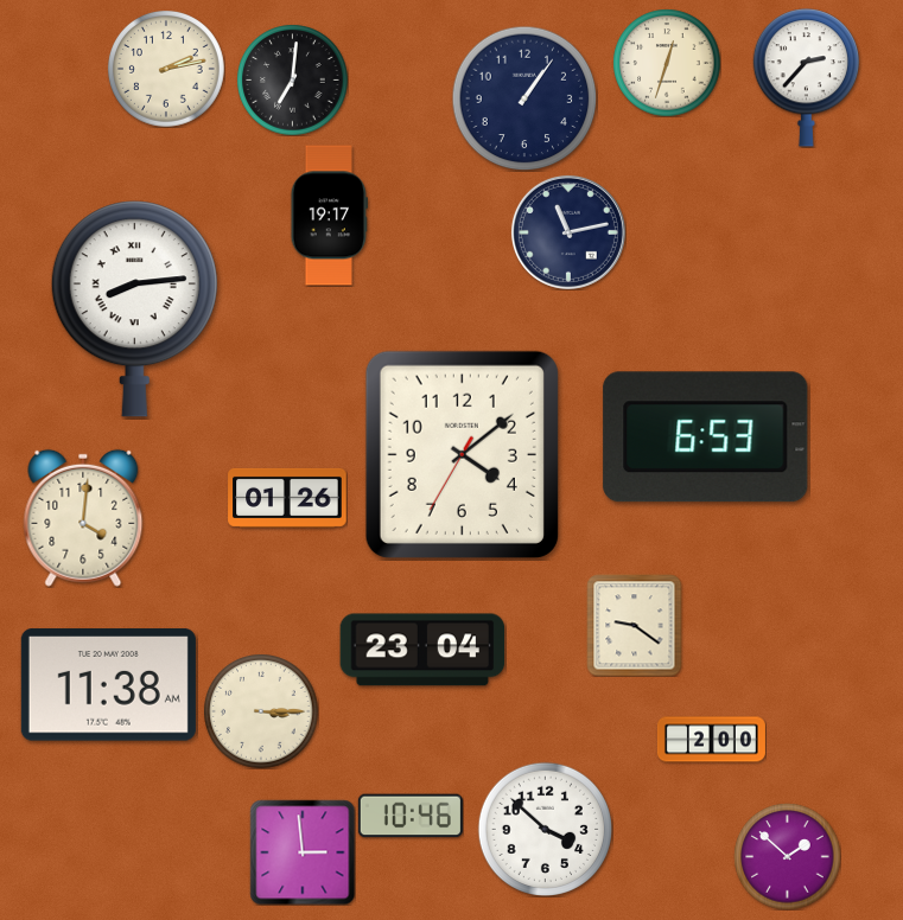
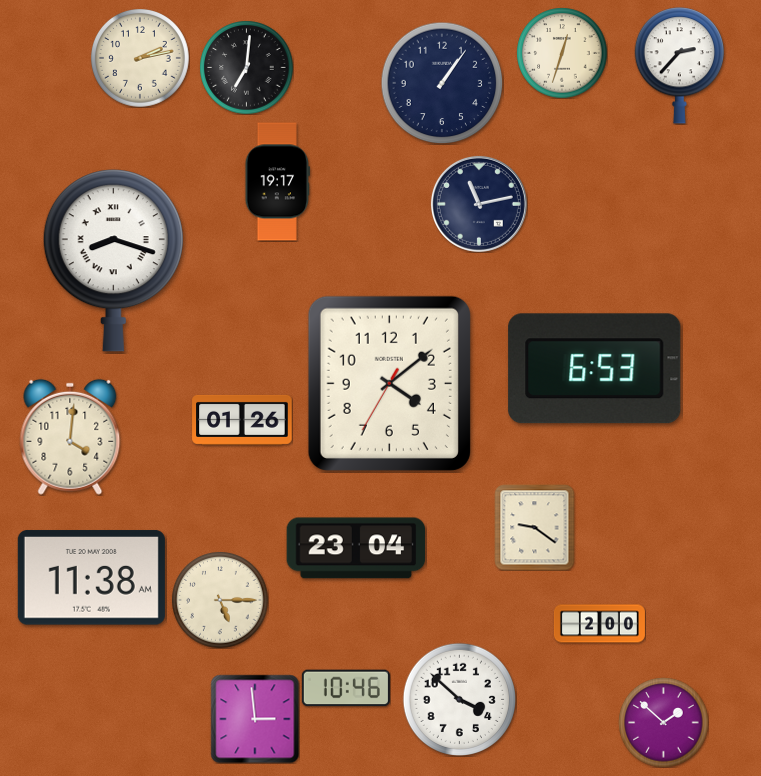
clock at (568, 232) position: (568, 232) -> (479, 204)
clock at (134, 309): 8:14 -> 8:18
clock at (261, 711): 3:15 -> 5:15
